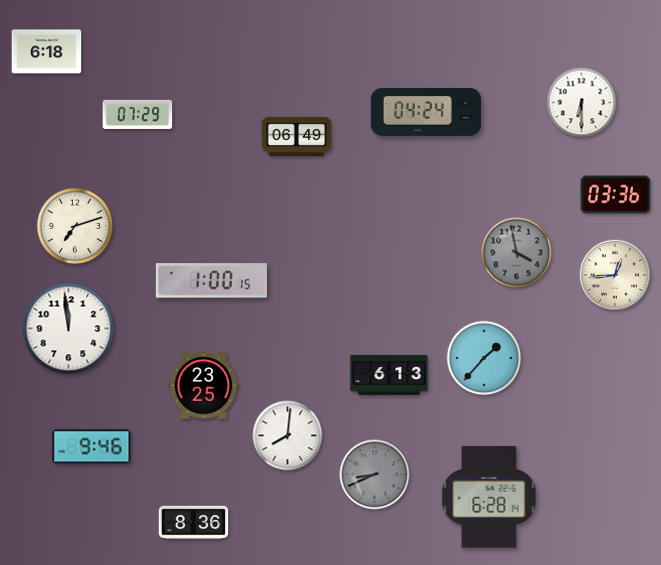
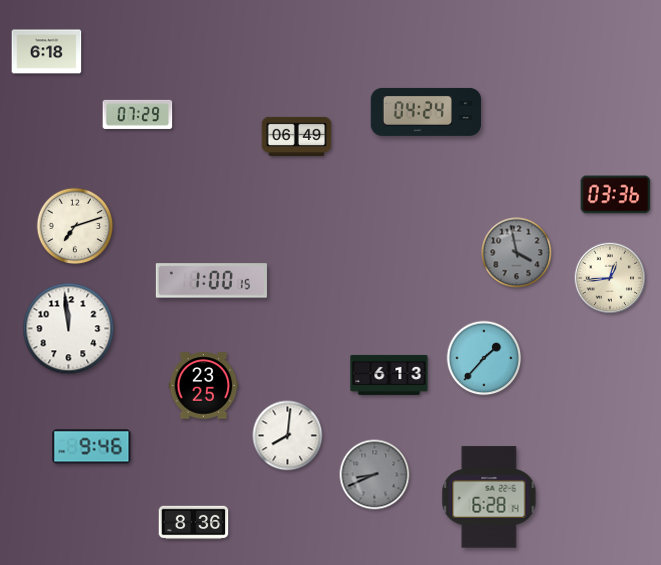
clock at (582, 103): 6:30 -> none
clock at (615, 275) position: (615, 275) -> (610, 278)
